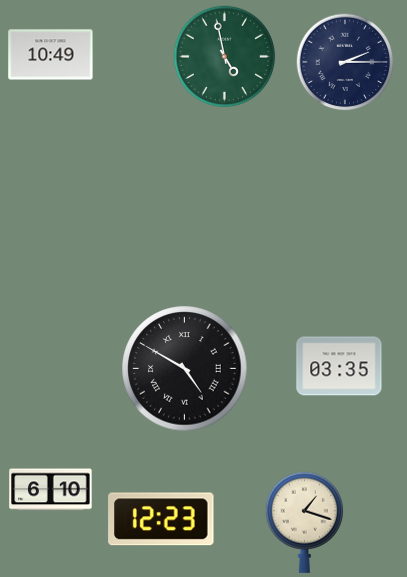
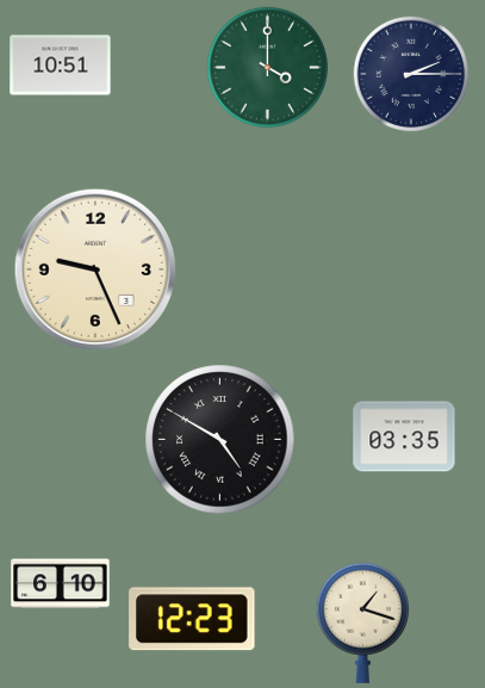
clock at (51, 55): 10:49 -> 10:51
clock at (224, 56): 4:58 -> 4:00
clock at (94, 268): none -> 9:26
